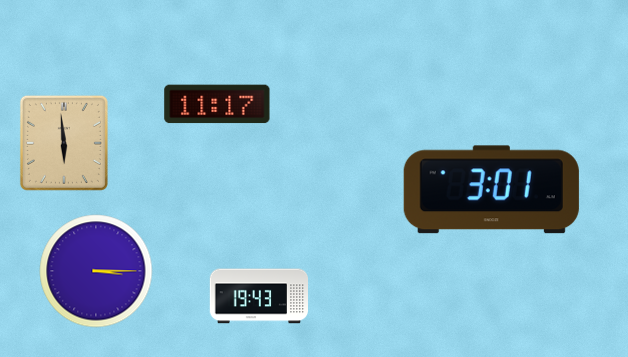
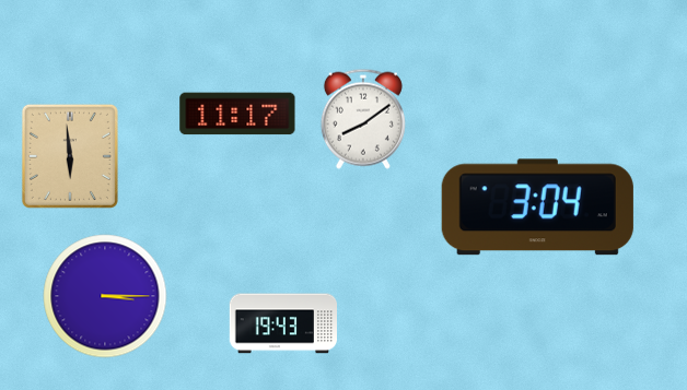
clock at (363, 119): none -> 8:09
clock at (491, 190): 3:01 -> 3:04
